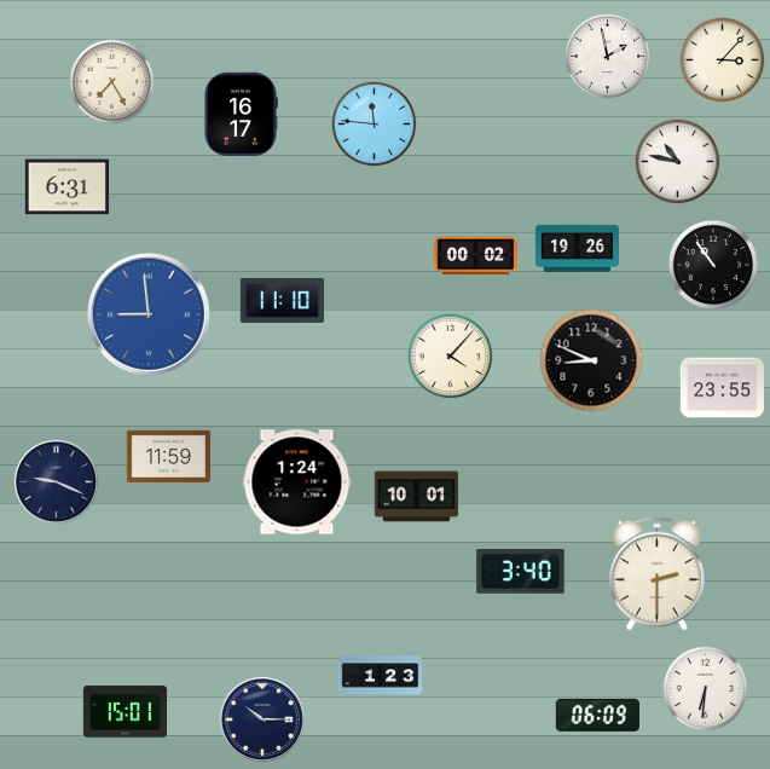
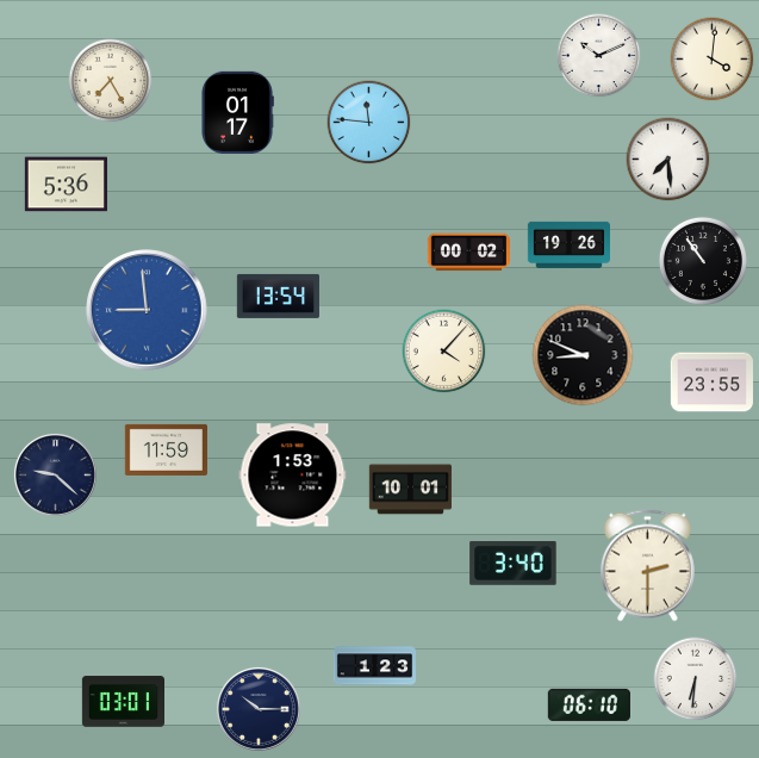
clock at (608, 57): 1:58 -> 10:11
clock at (723, 60): 3:07 -> 4:01
clock at (241, 114): 16:17 -> 01:17
clock at (678, 162): 10:47 -> 7:29
clock at (66, 187): 6:31 -> 5:36
clock at (282, 300): 11:10 -> 13:54
clock at (56, 481): 9:19 -> 9:22
clock at (297, 482): 1:24 -> 1:53
clock at (125, 712): 15:01 -> 03:01
clock at (597, 715): 06:09 -> 06:10
